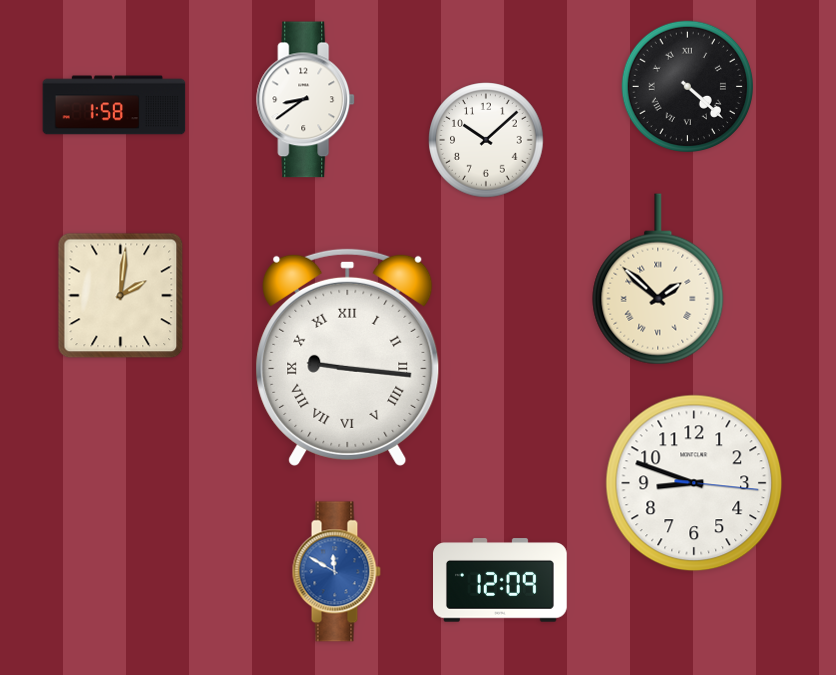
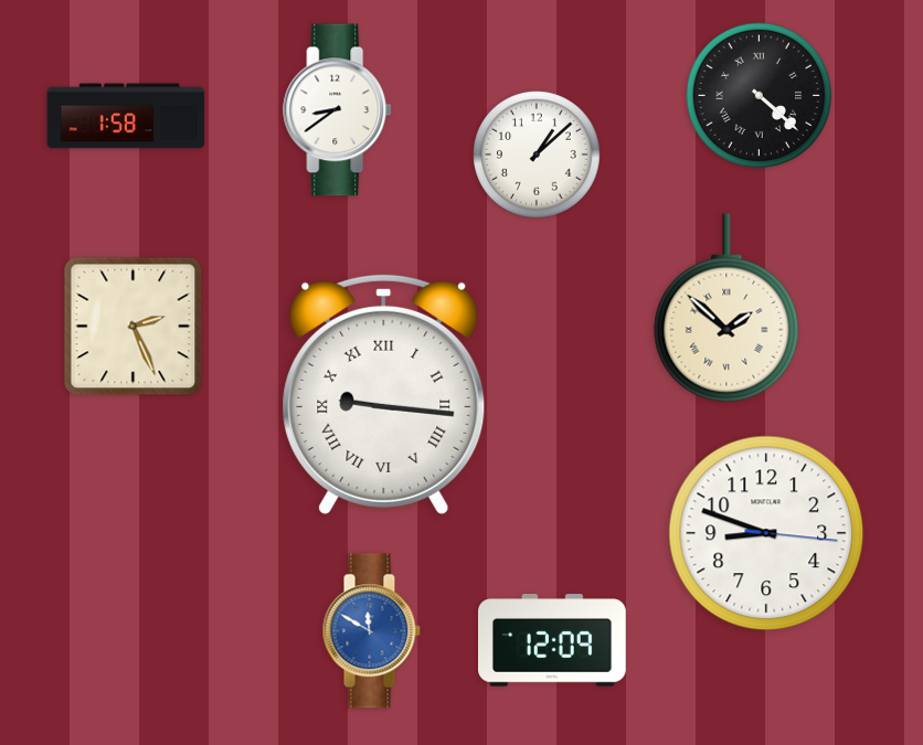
clock at (486, 140): 10:08 -> 1:08
clock at (121, 296): 2:01 -> 2:26
